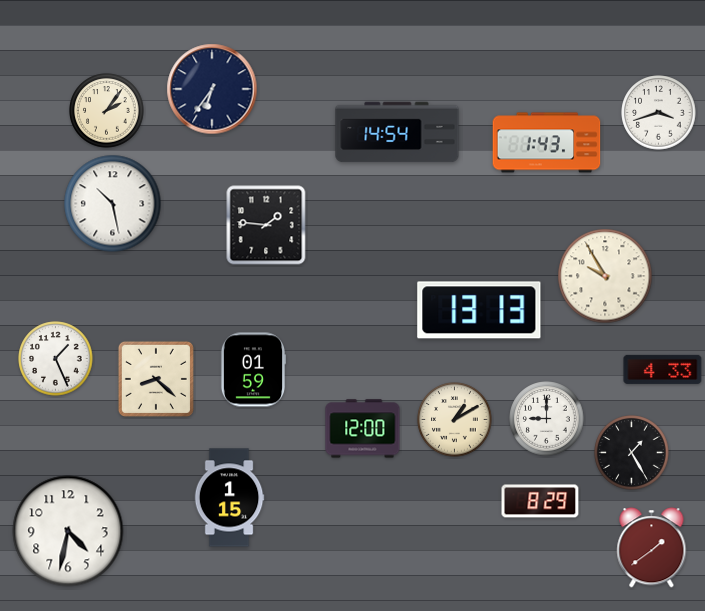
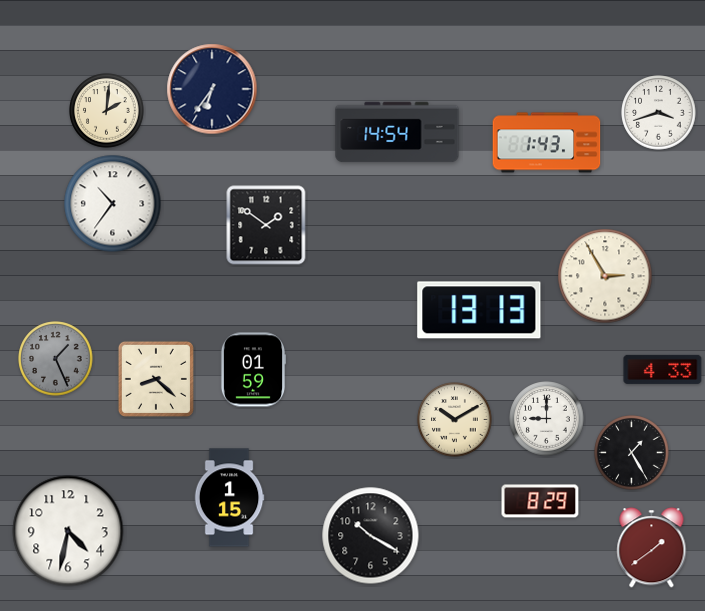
clock at (107, 111): 2:06 -> 2:01
clock at (113, 204): 10:28 -> 10:36
clock at (266, 225): 1:46 -> 1:51
clock at (605, 276): 9:55 -> 2:55
clock at (56, 359) dial: white -> grey
clock at (455, 420): 1:10 -> 10:10
clock at (363, 429): 12:00 -> none
clock at (371, 536): none -> 10:20
